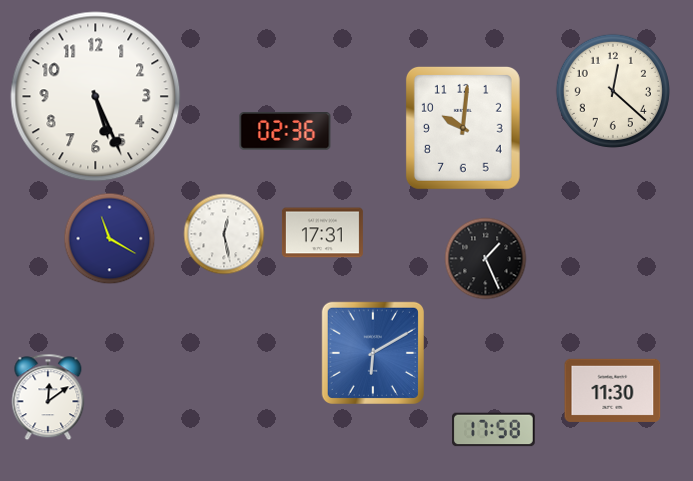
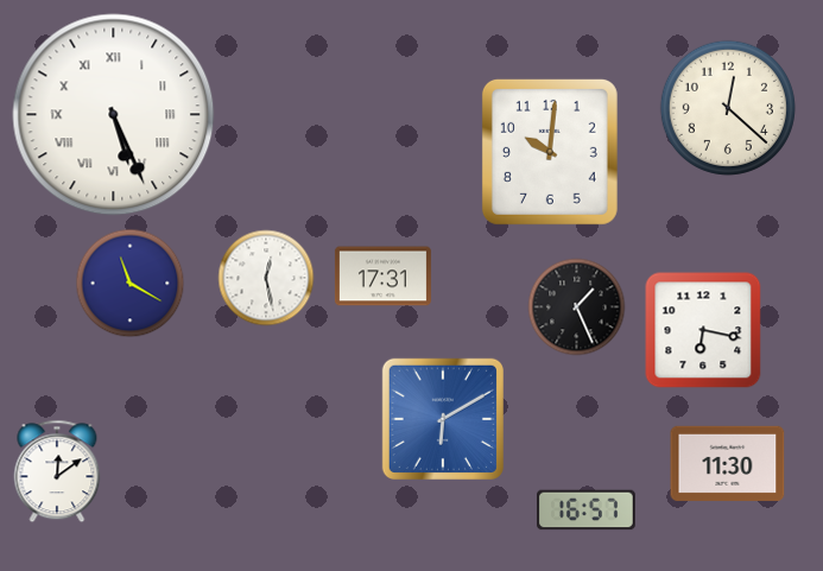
clock at (96, 97) numerals: Arabic -> Roman
clock at (285, 132): 02:36 -> none
clock at (703, 330): none -> 6:17
clock at (494, 430): 17:58 -> 16:57
